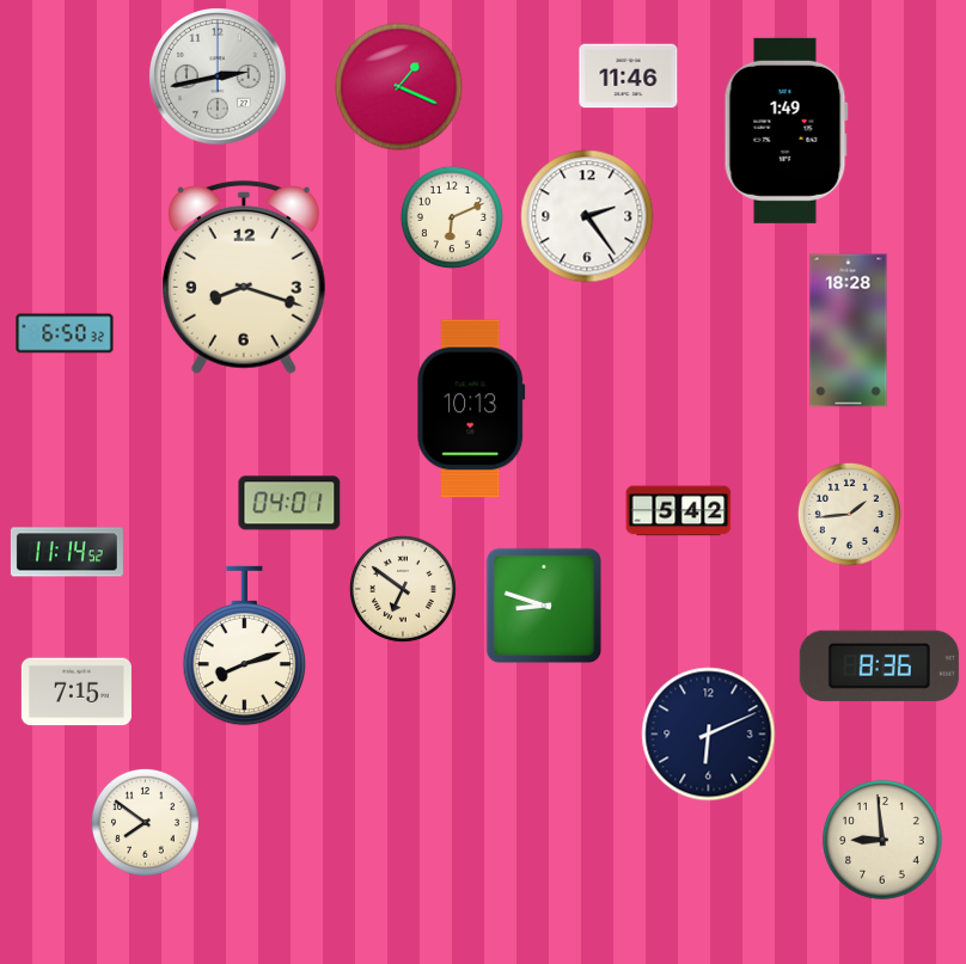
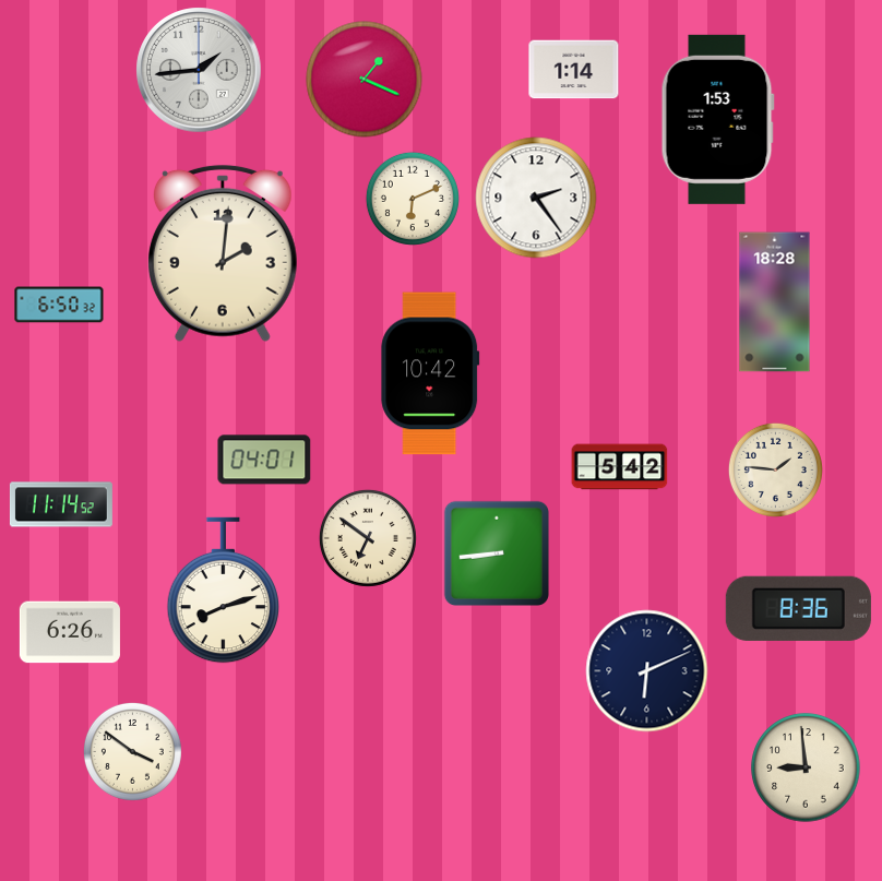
clock at (218, 76): 2:43 -> 1:44
clock at (629, 76): 11:46 -> 1:14
clock at (785, 130): 1:49 -> 1:53
clock at (244, 277): 8:18 -> 2:01
clock at (471, 409): 10:13 -> 10:42
clock at (849, 514): 1:44 -> 1:46
clock at (543, 604): 8:48 -> 8:44
clock at (879, 665) position: (879, 665) -> (798, 608)
clock at (77, 692): 7:15 -> 6:26
clock at (145, 822): 7:51 -> 3:51
